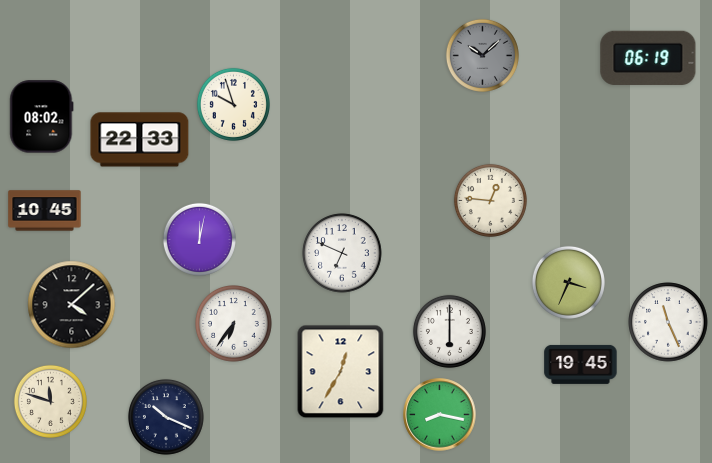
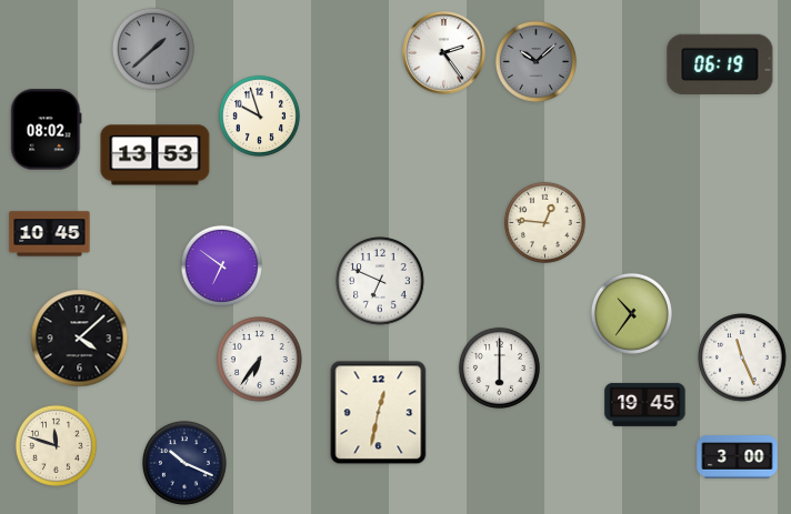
clock at (153, 49): none -> 1:38
clock at (444, 53): none -> 2:24
clock at (140, 140): 22:33 -> 13:53
clock at (199, 239): 12:02 -> 6:51
clock at (568, 282): 3:34 -> 10:36
clock at (341, 372): 12:35 -> 12:32
clock at (738, 457): none -> 3:00
clock at (440, 415): 8:17 -> none
